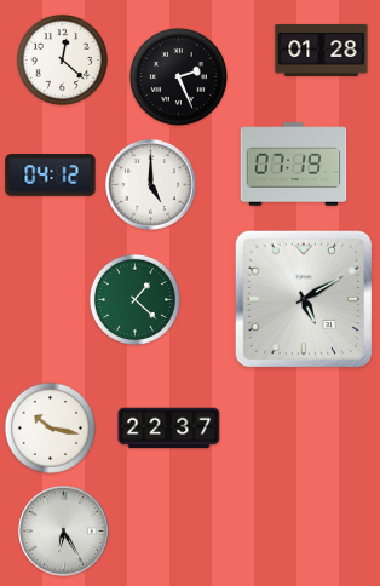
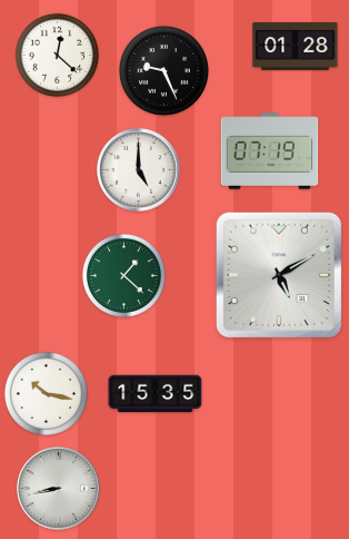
clock at (178, 76): 2:26 -> 9:26
clock at (51, 176): 04:12 -> none
clock at (169, 429): 22:37 -> 15:35
clock at (64, 532): 6:25 -> 8:43
